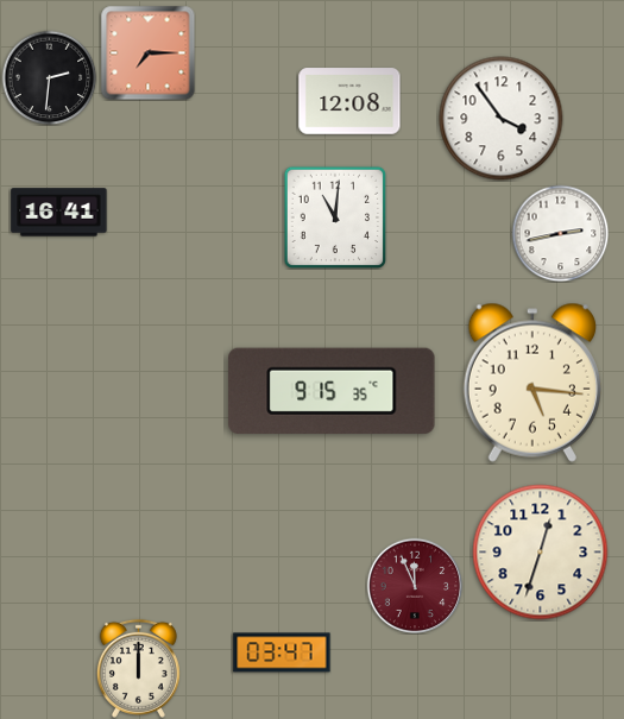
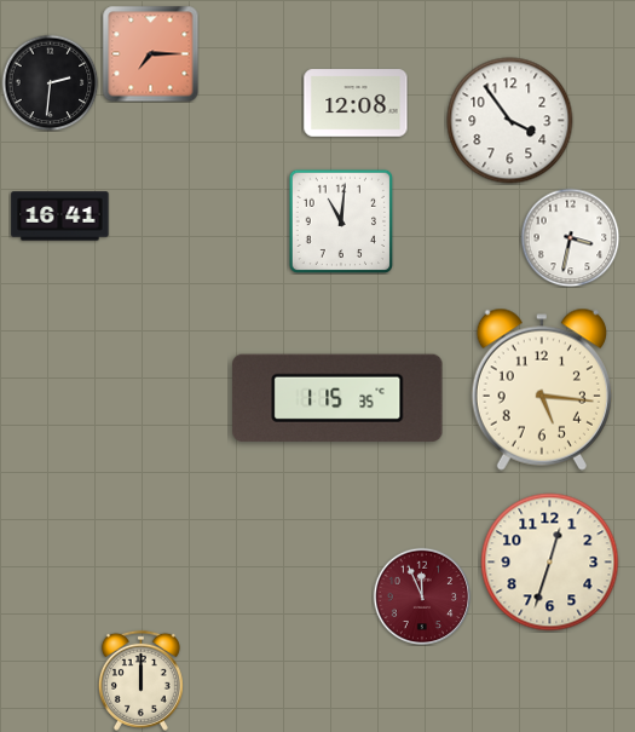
clock at (49, 77) position: (49, 77) -> (50, 82)
clock at (560, 233): 2:43 -> 3:32
clock at (332, 391): 9:15 -> 1:15
clock at (282, 652): 03:47 -> none
